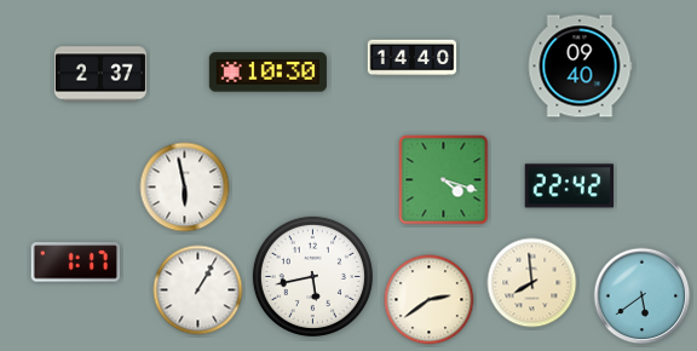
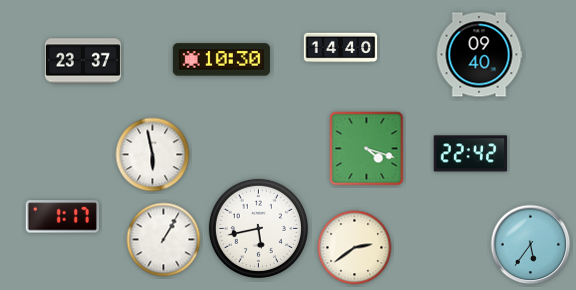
clock at (100, 74): 2:37 -> 23:37
clock at (532, 283): 7:59 -> none
clock at (643, 297): 5:39 -> 5:36
